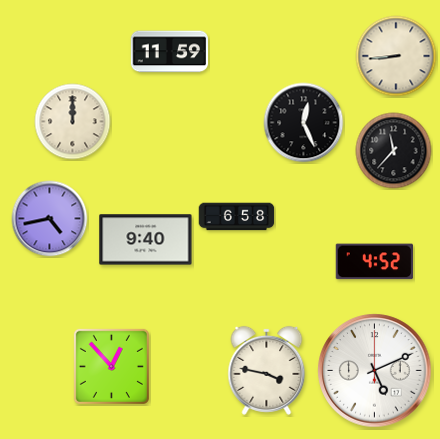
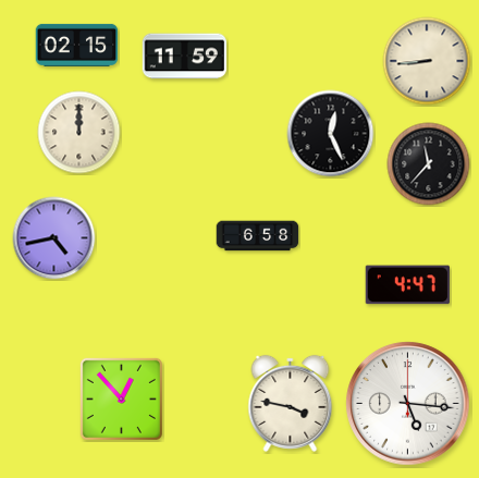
clock at (77, 45): none -> 02:15
clock at (396, 56) position: (396, 56) -> (427, 61)
clock at (146, 240): 9:40 -> none
clock at (374, 262): 4:52 -> 4:47
clock at (375, 371): 5:11 -> 5:16
